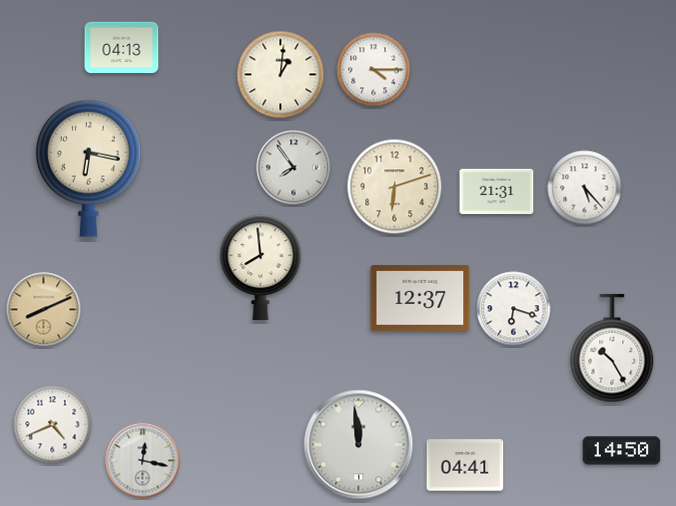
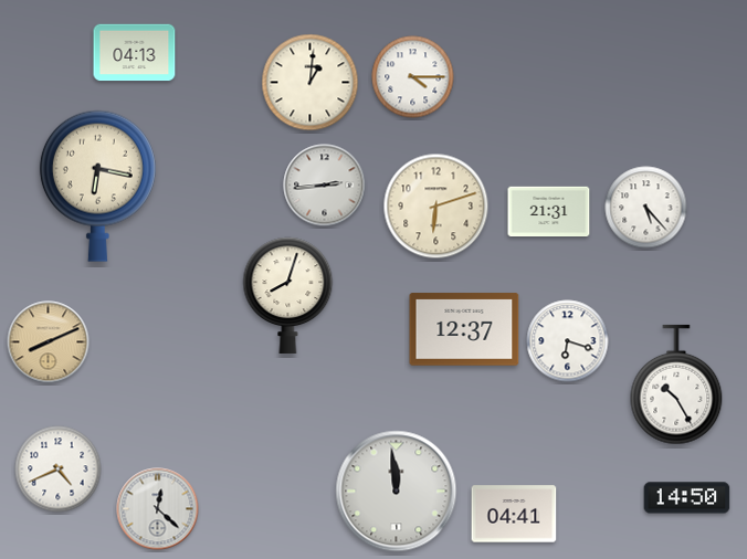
clock at (294, 168): 7:54 -> 2:44
clock at (261, 267): 7:59 -> 8:03
clock at (143, 461): 12:17 -> 12:22
